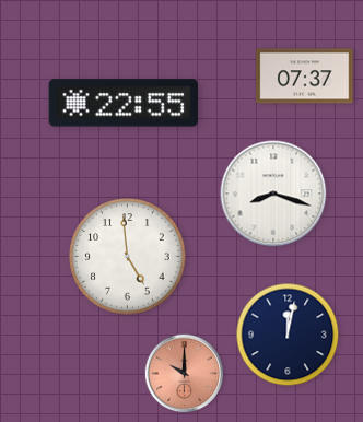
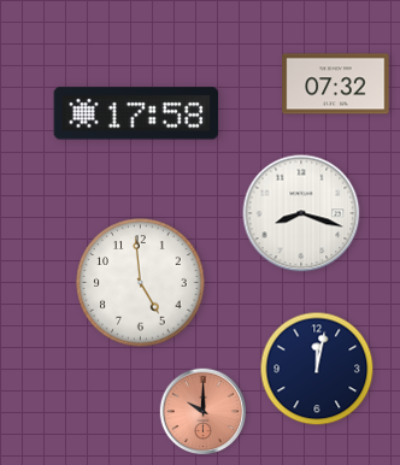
clock at (305, 77): 07:37 -> 07:32
clock at (124, 103): 22:55 -> 17:58
